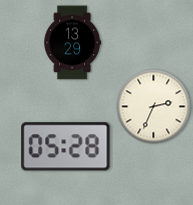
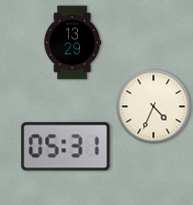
clock at (154, 107): 2:34 -> 4:34
clock at (66, 147): 05:28 -> 05:31
